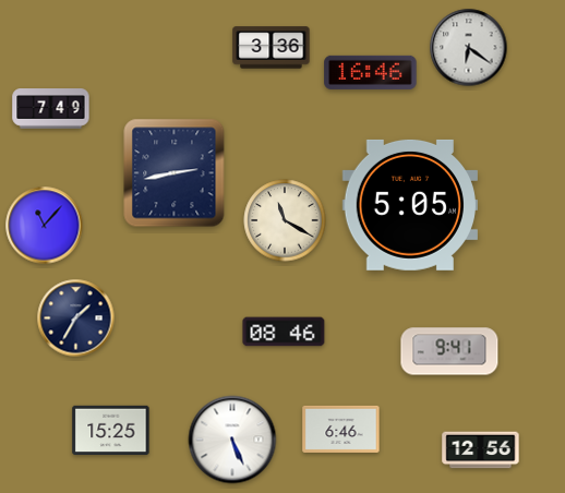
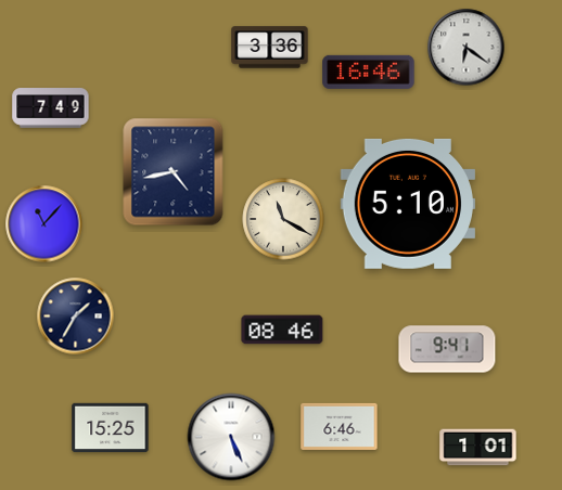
clock at (175, 173): 2:43 -> 4:43
clock at (410, 205): 5:05 -> 5:10
clock at (481, 450): 12:56 -> 1:01
